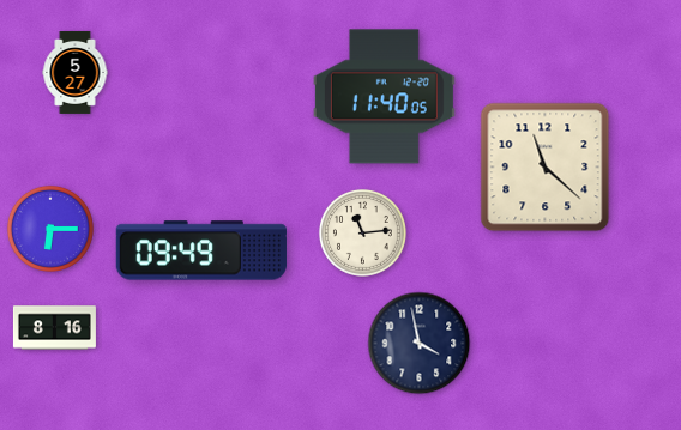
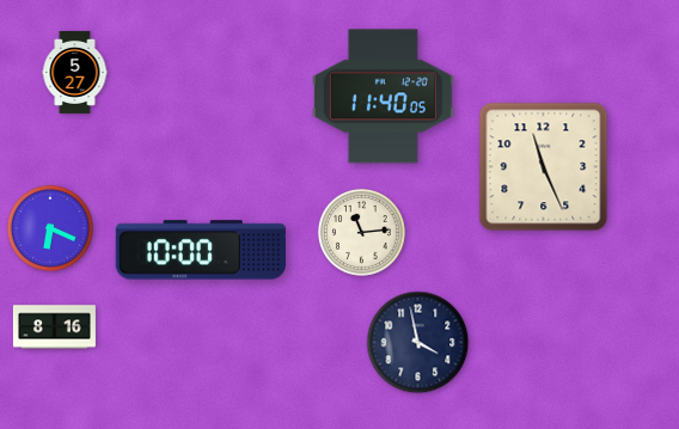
clock at (546, 168): 11:22 -> 11:26
clock at (50, 229): 6:15 -> 6:19
clock at (201, 250): 09:49 -> 10:00
